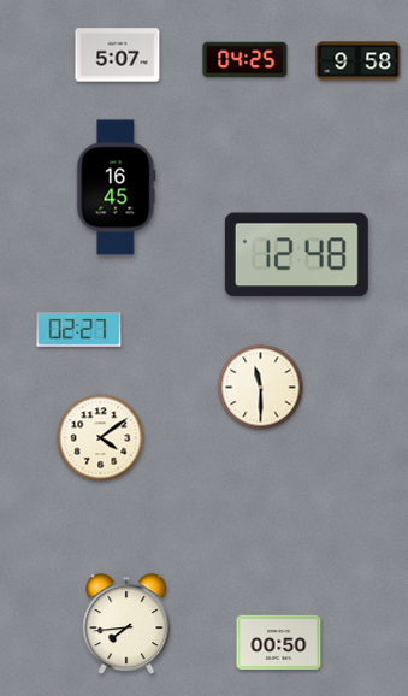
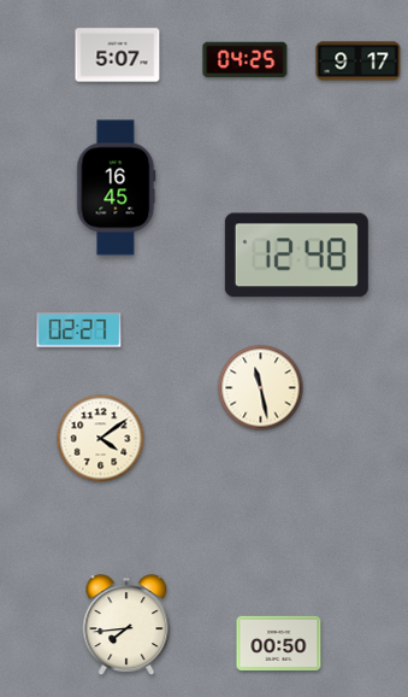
clock at (359, 61): 9:58 -> 9:17
clock at (261, 388): 11:30 -> 11:28
